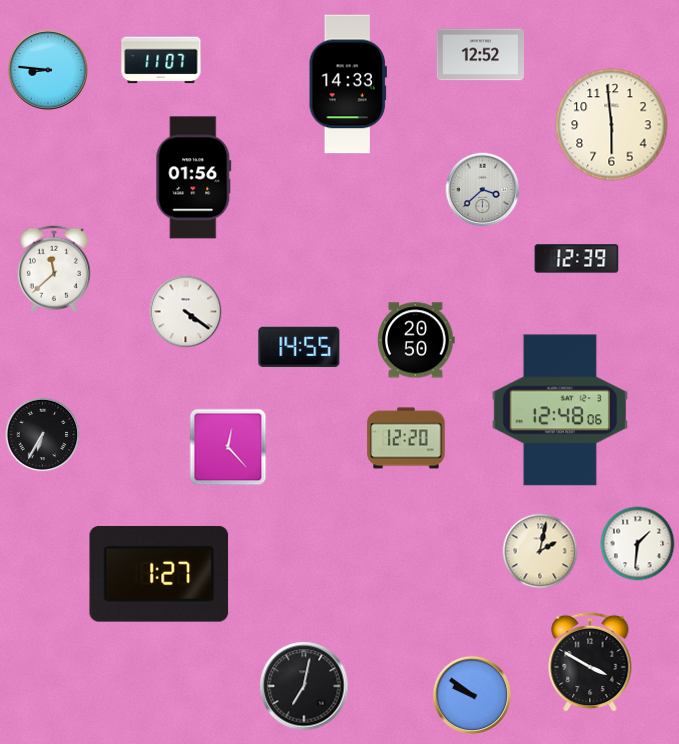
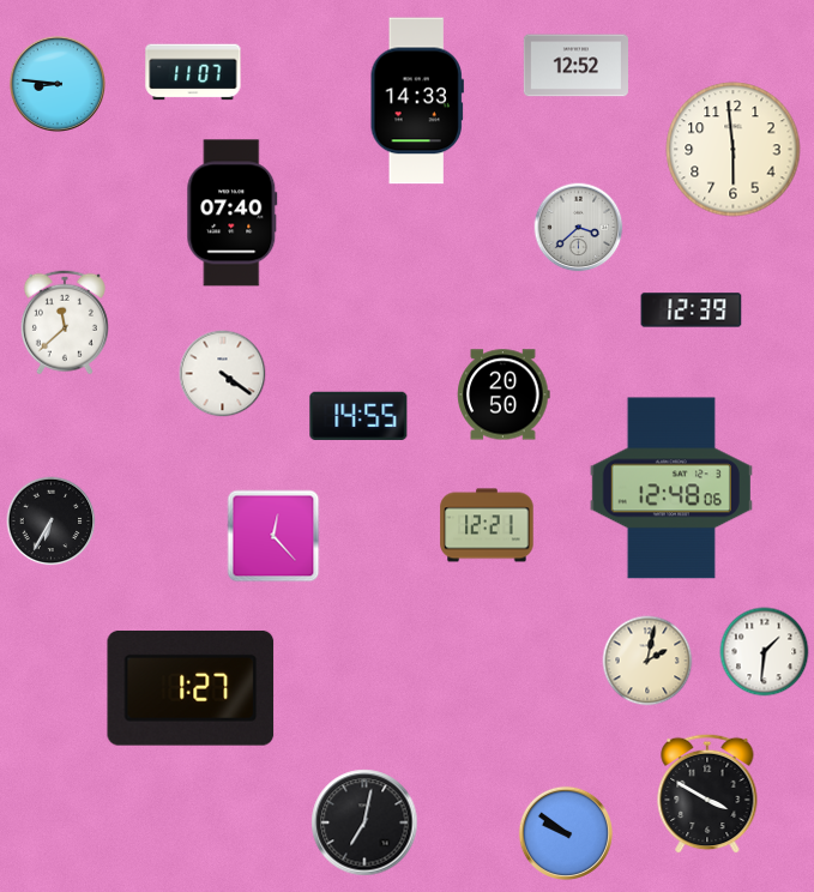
clock at (194, 178): 01:56 -> 07:40
clock at (416, 340) position: (416, 340) -> (504, 394)
clock at (560, 410) position: (560, 410) -> (671, 488)
clock at (406, 438): 12:20 -> 12:21
